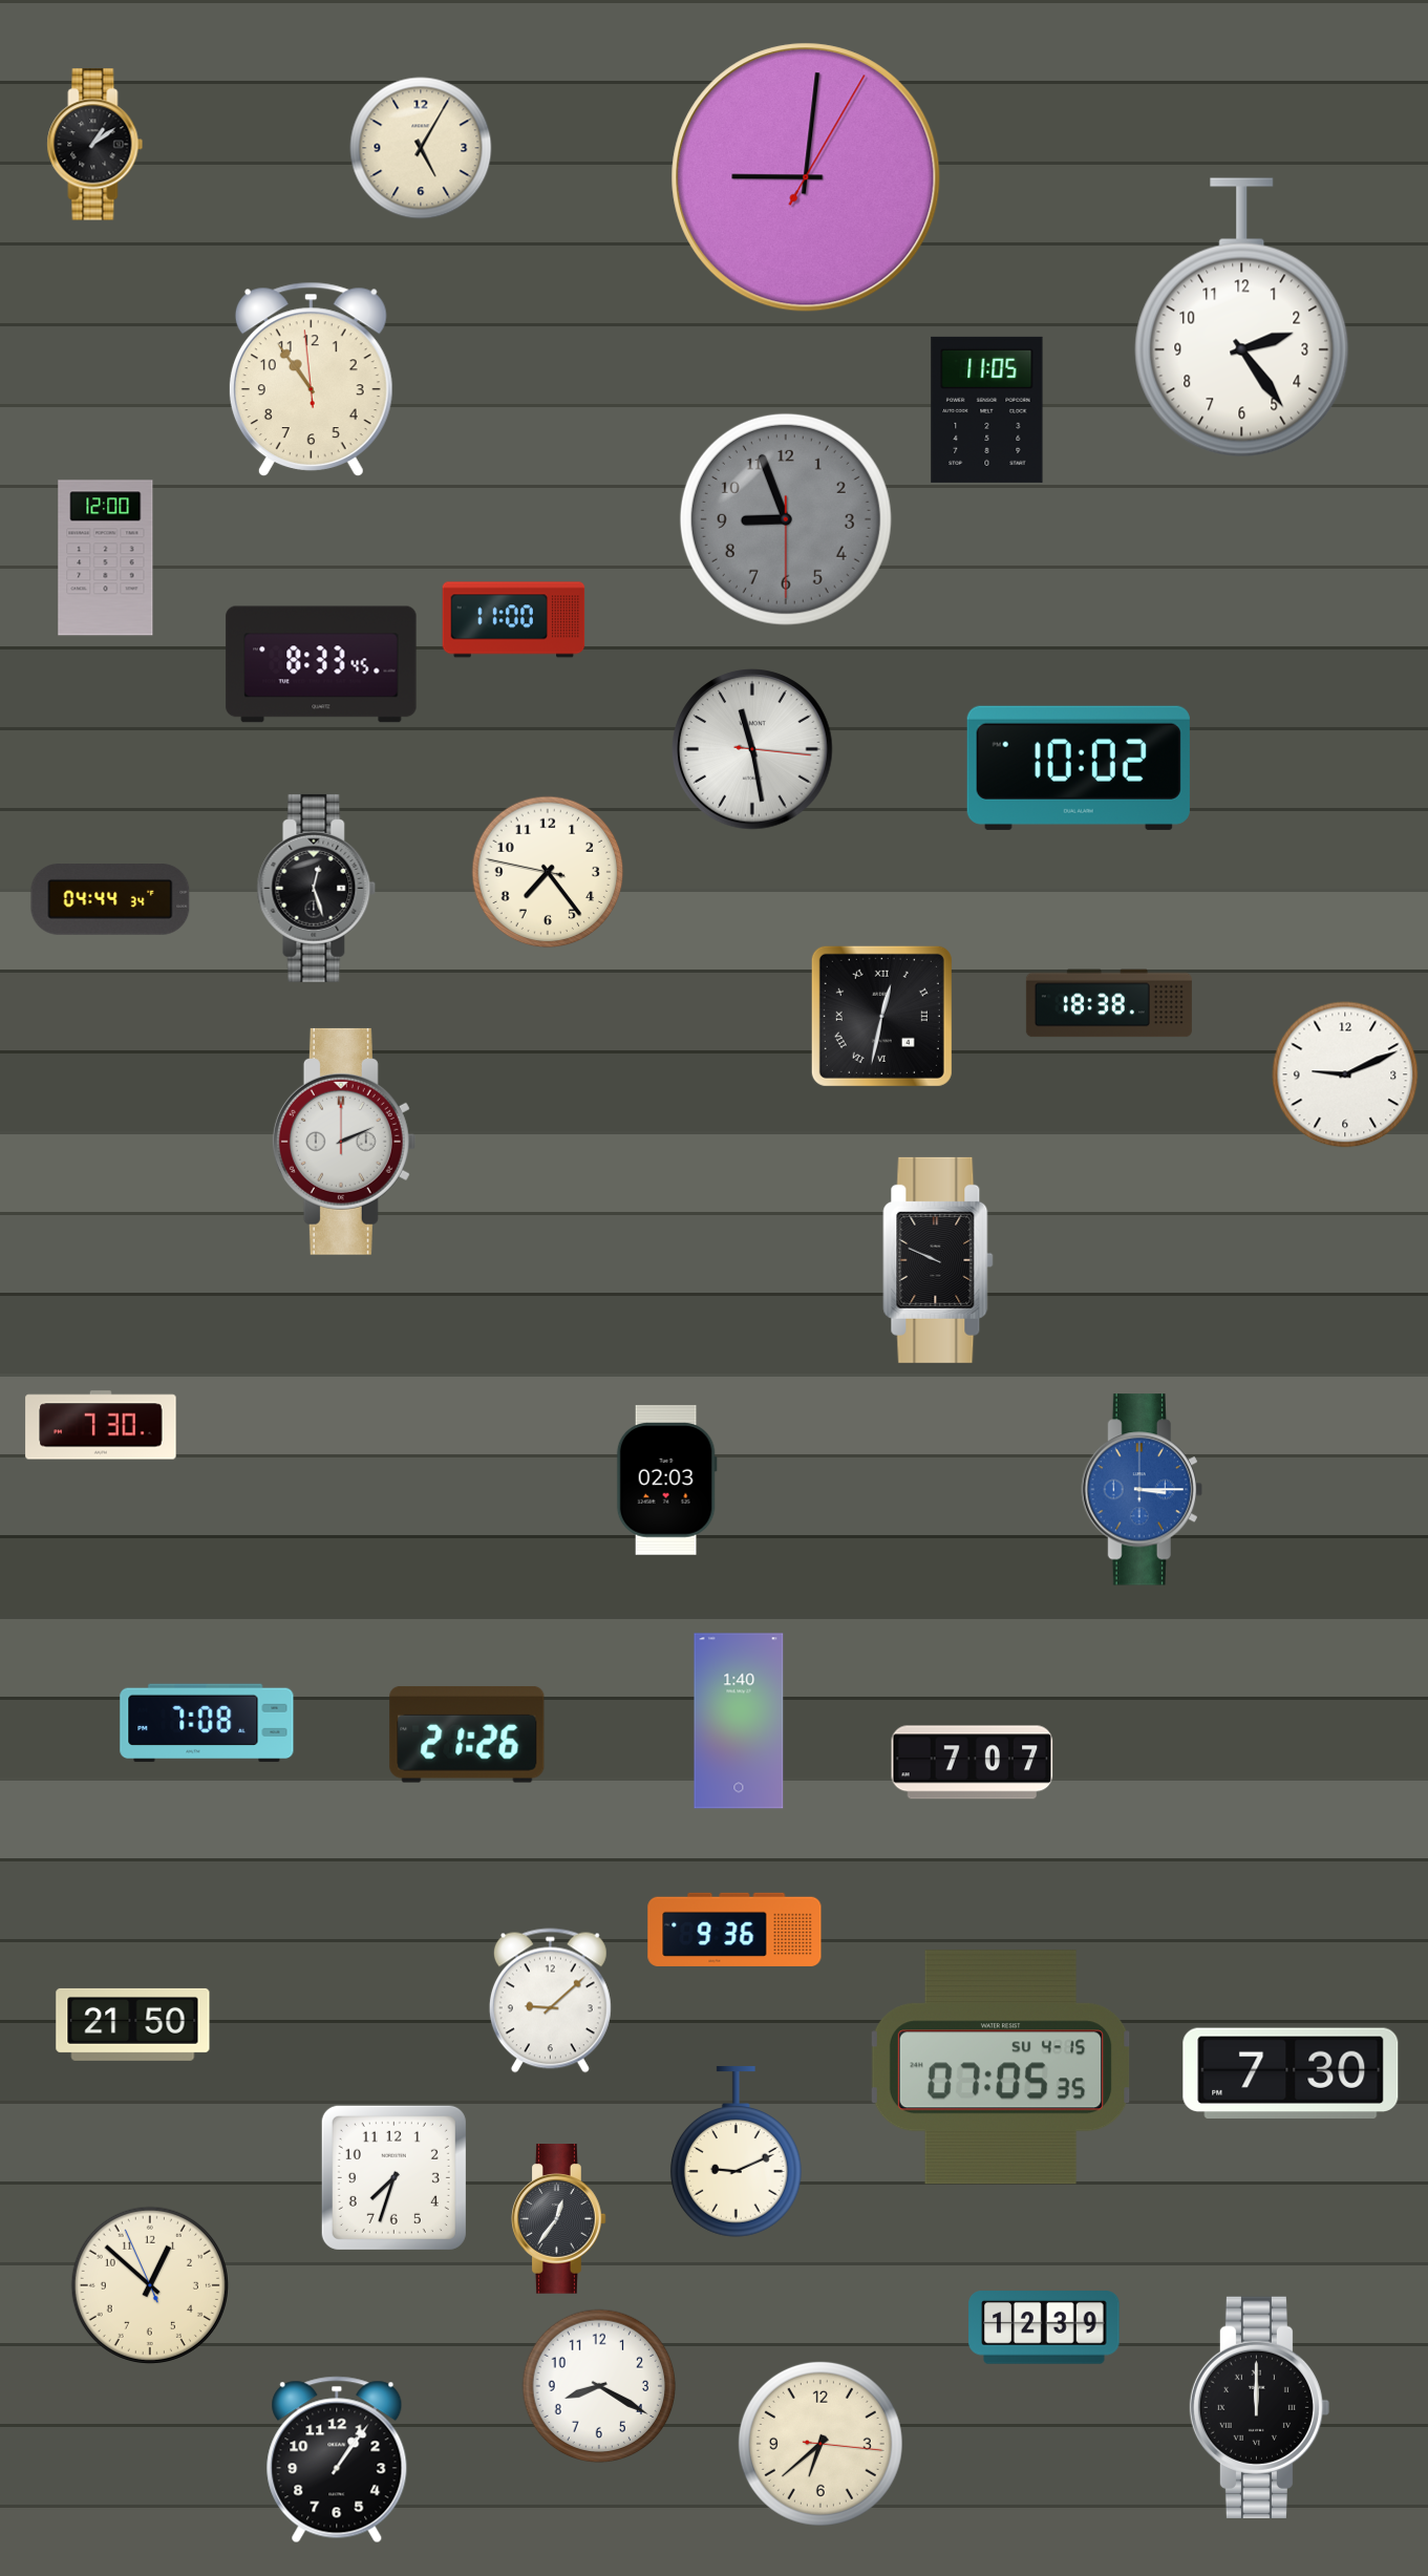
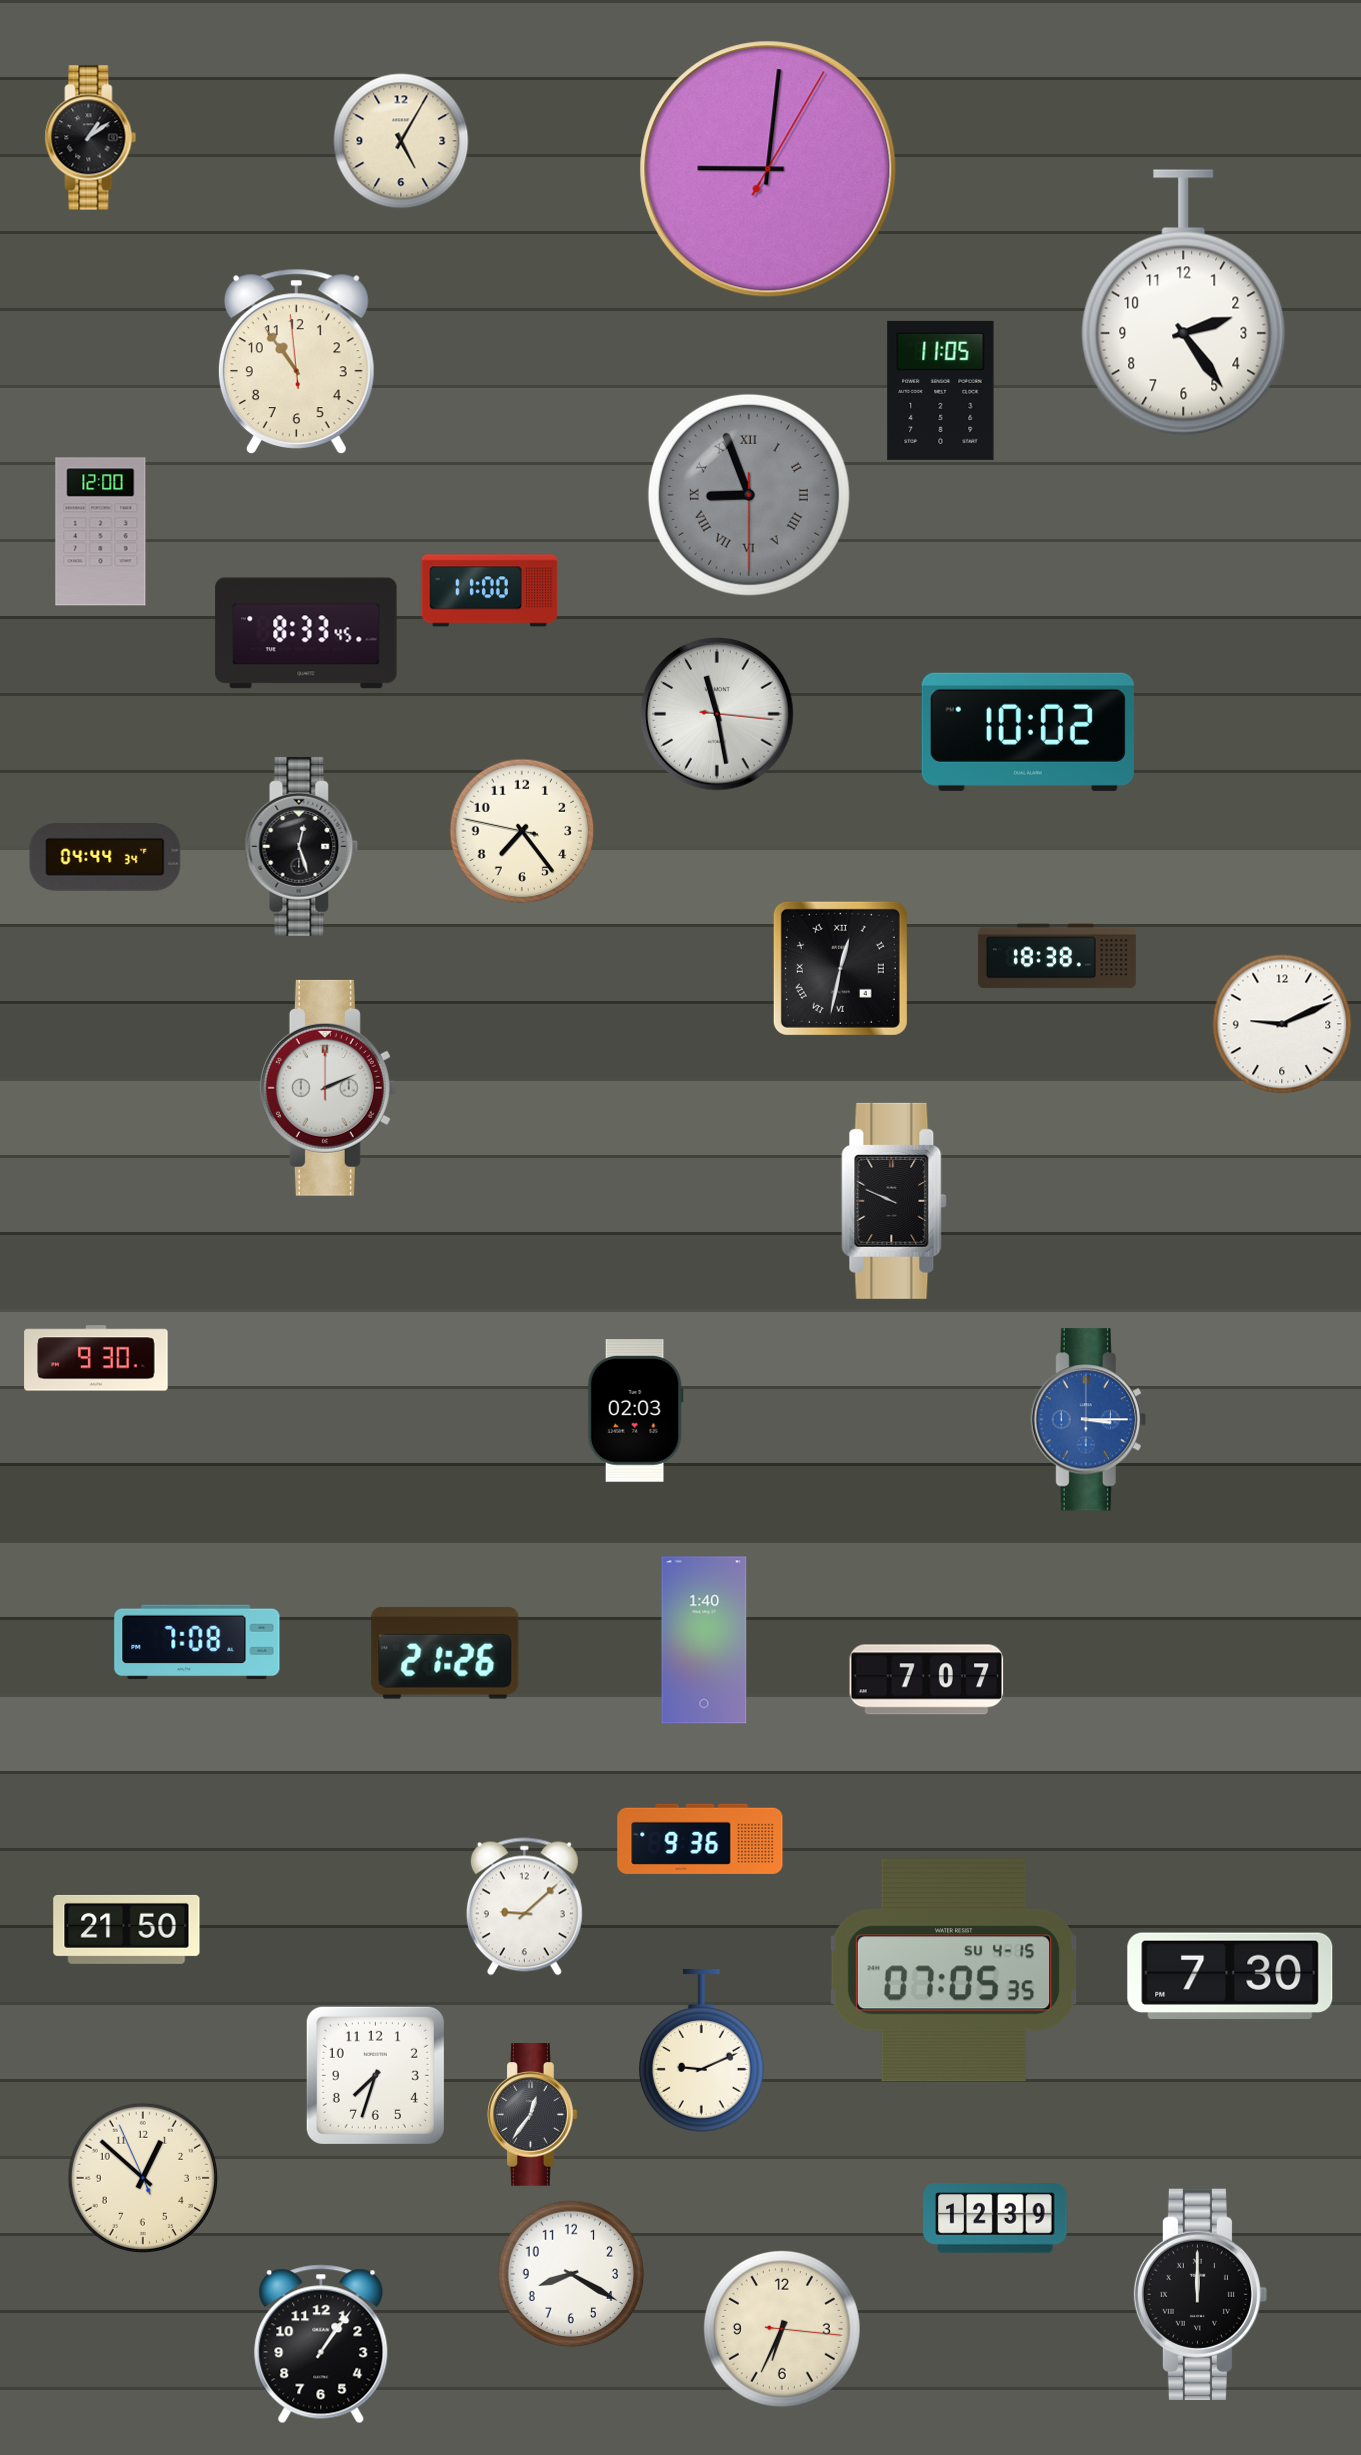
clock at (786, 519) numerals: Arabic -> Roman
clock at (101, 1425): 7:30 -> 9:30
clock at (820, 2444): 6:38 -> 6:34
